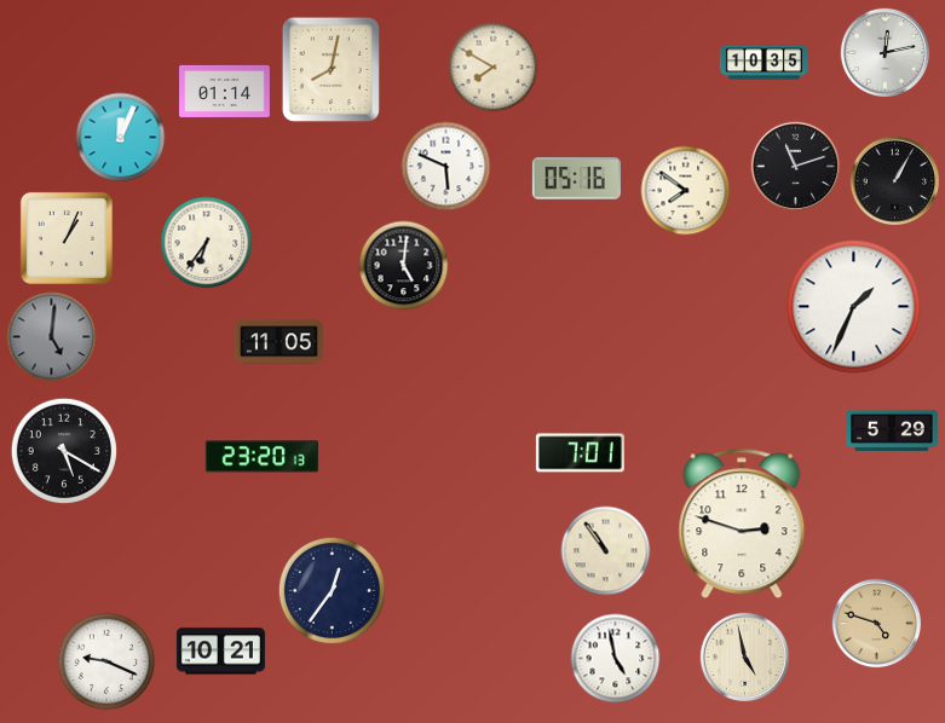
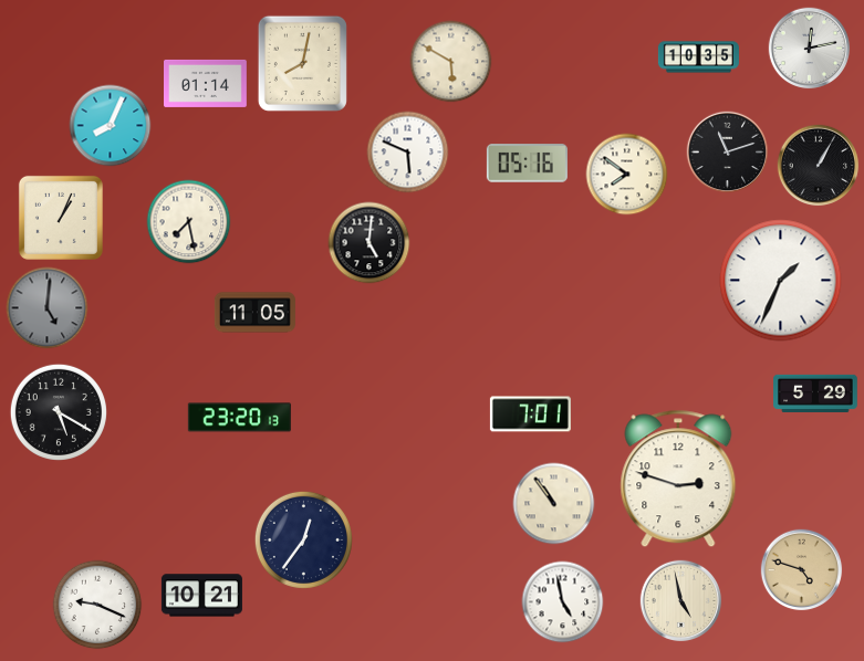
clock at (494, 68): 7:50 -> 5:50
clock at (121, 138): 12:04 -> 8:04
clock at (207, 243): 6:36 -> 7:28
